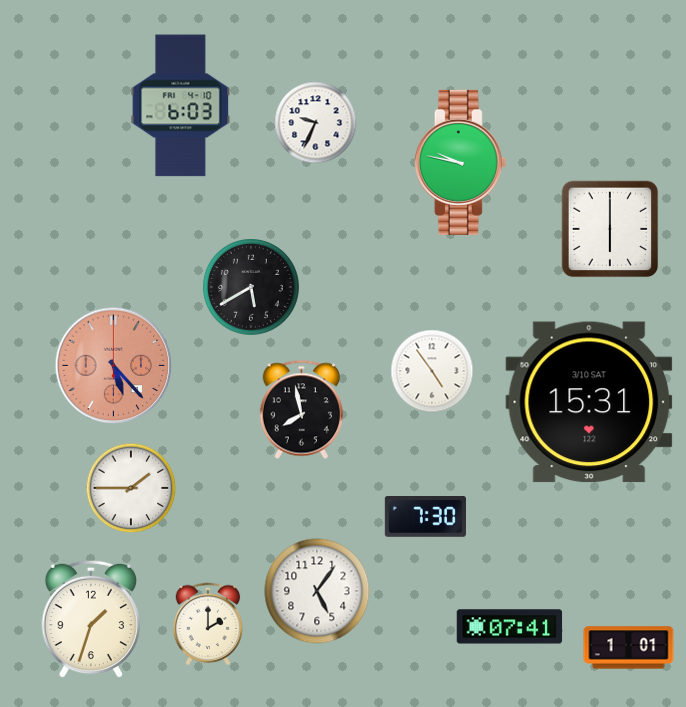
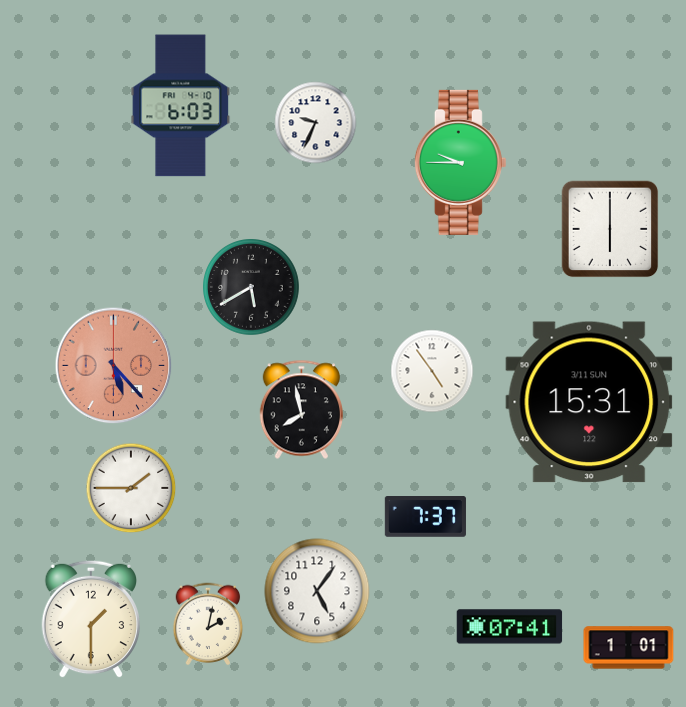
clock at (460, 162): 9:47 -> 9:45
clock at (589, 402) date: 3/10 SAT -> 3/11 SUN
clock at (425, 517): 7:30 -> 7:37
clock at (90, 619): 1:33 -> 1:30
clock at (208, 624): 2:00 -> 2:02
